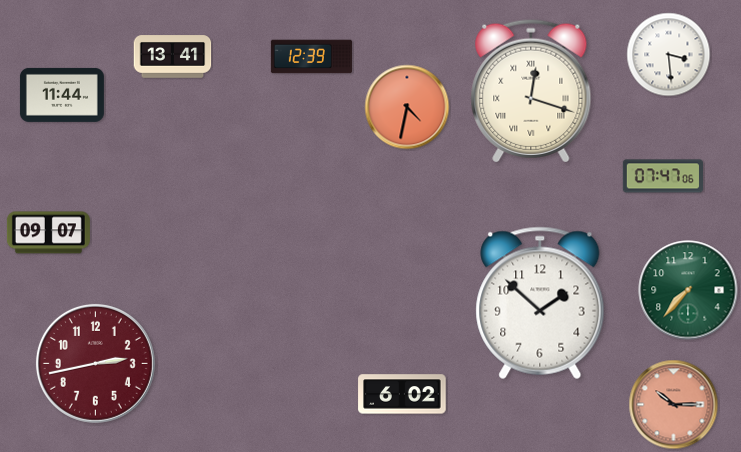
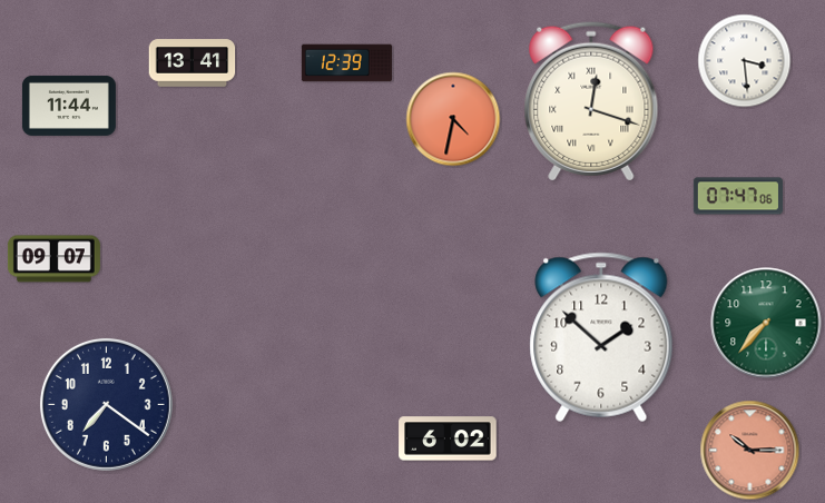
clock at (95, 363): 2:43 -> 7:21
clock at (95, 363) dial: burgundy -> navy
